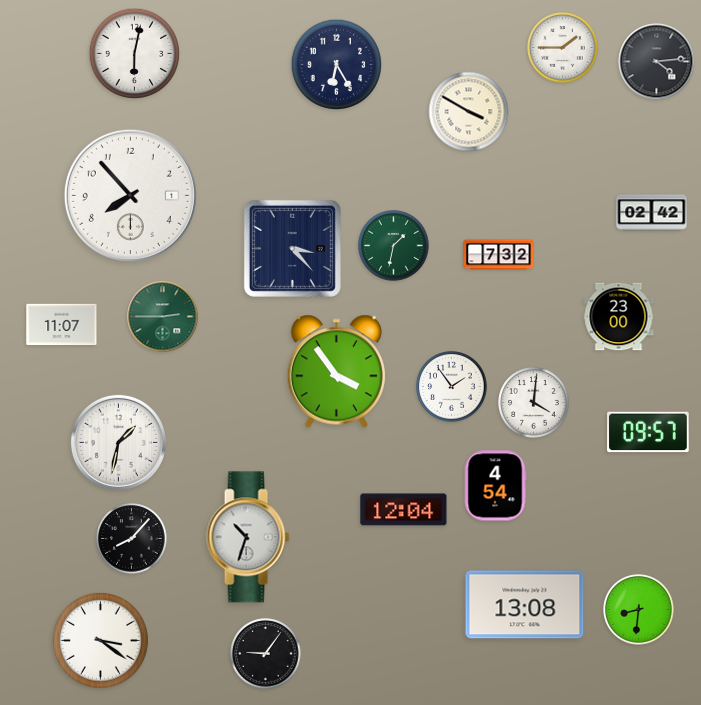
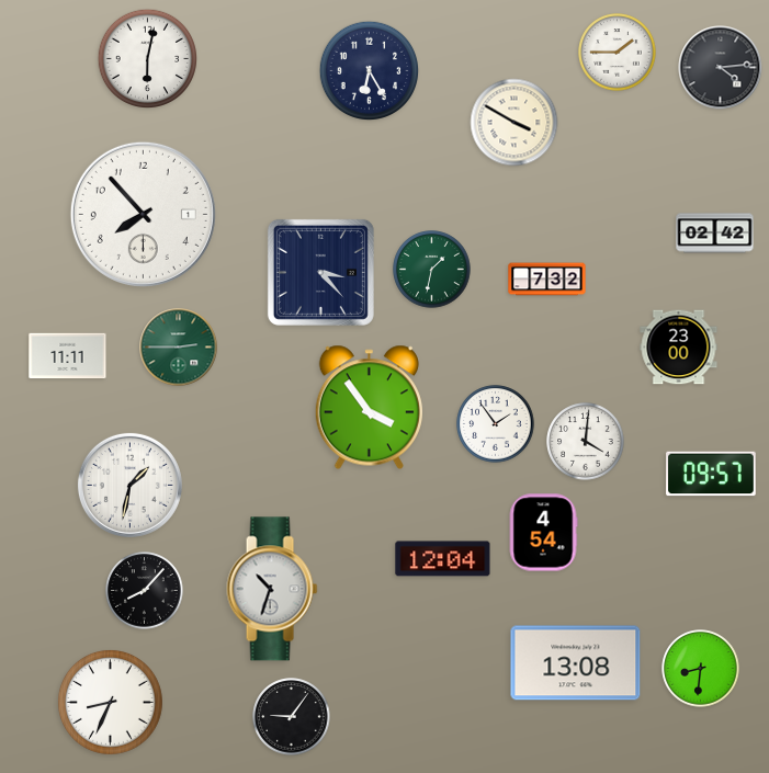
clock at (62, 325): 11:07 -> 11:11
clock at (100, 640): 3:21 -> 8:34
